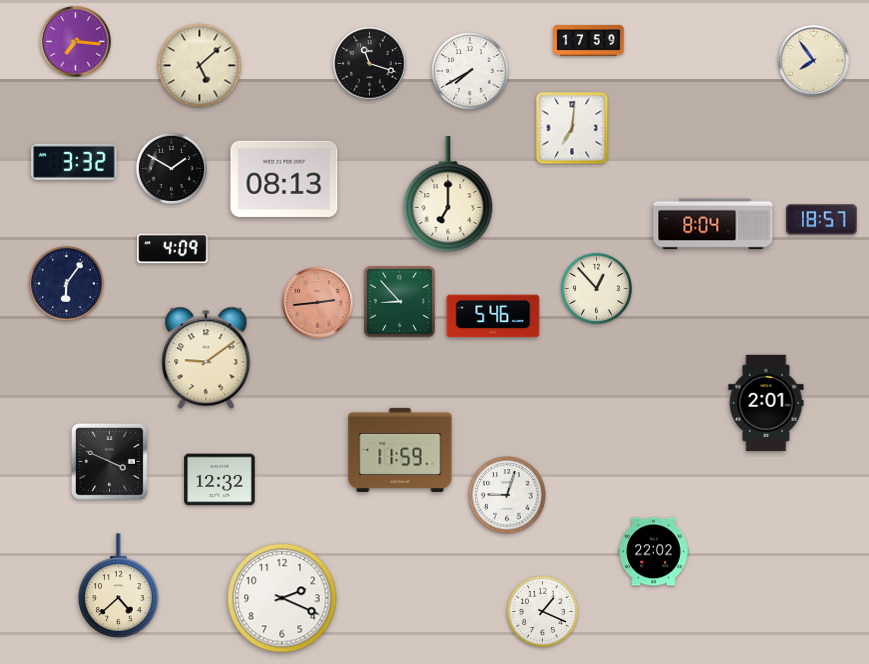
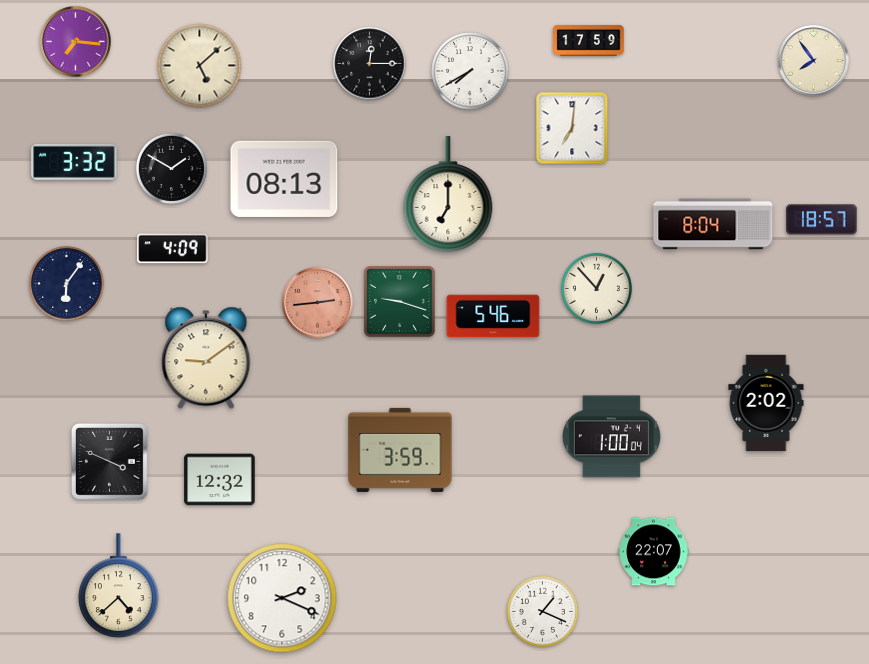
clock at (370, 64): 11:18 -> 12:15
clock at (400, 302): 8:53 -> 9:18
clock at (766, 403): 2:01 -> 2:02
clock at (611, 437): none -> 1:00
clock at (400, 450): 11:59 -> 3:59
clock at (507, 495): 9:03 -> none
clock at (654, 552): 22:02 -> 22:07
